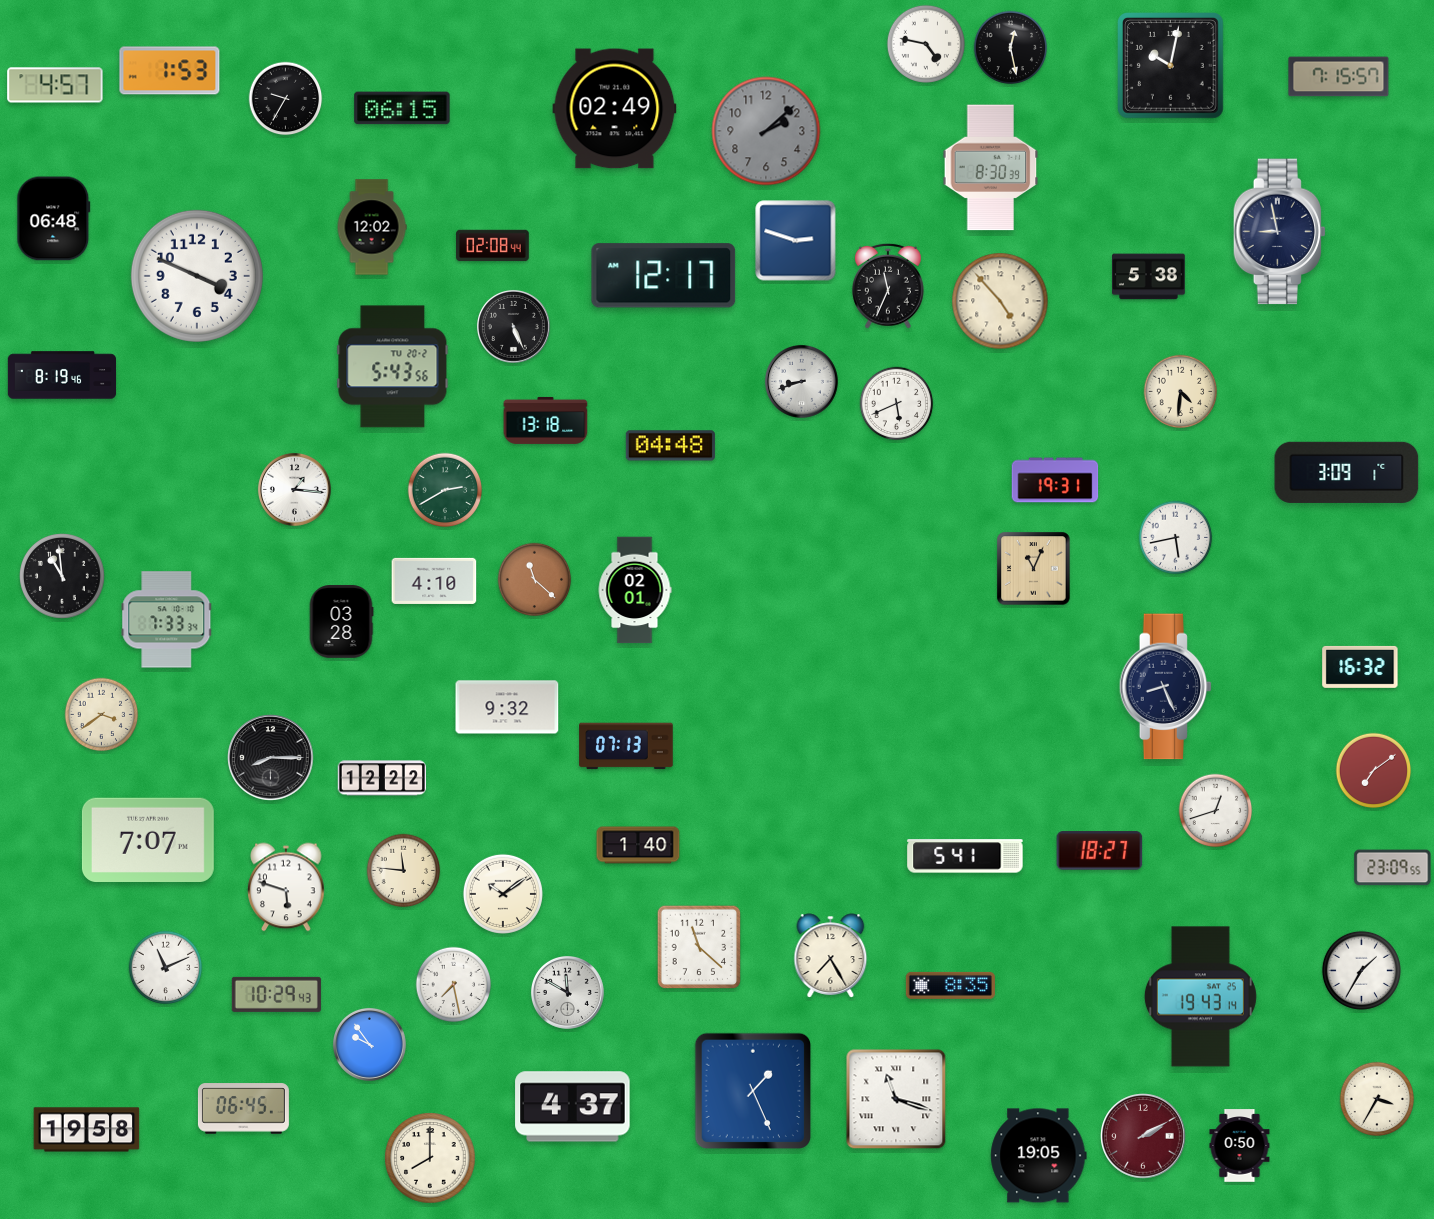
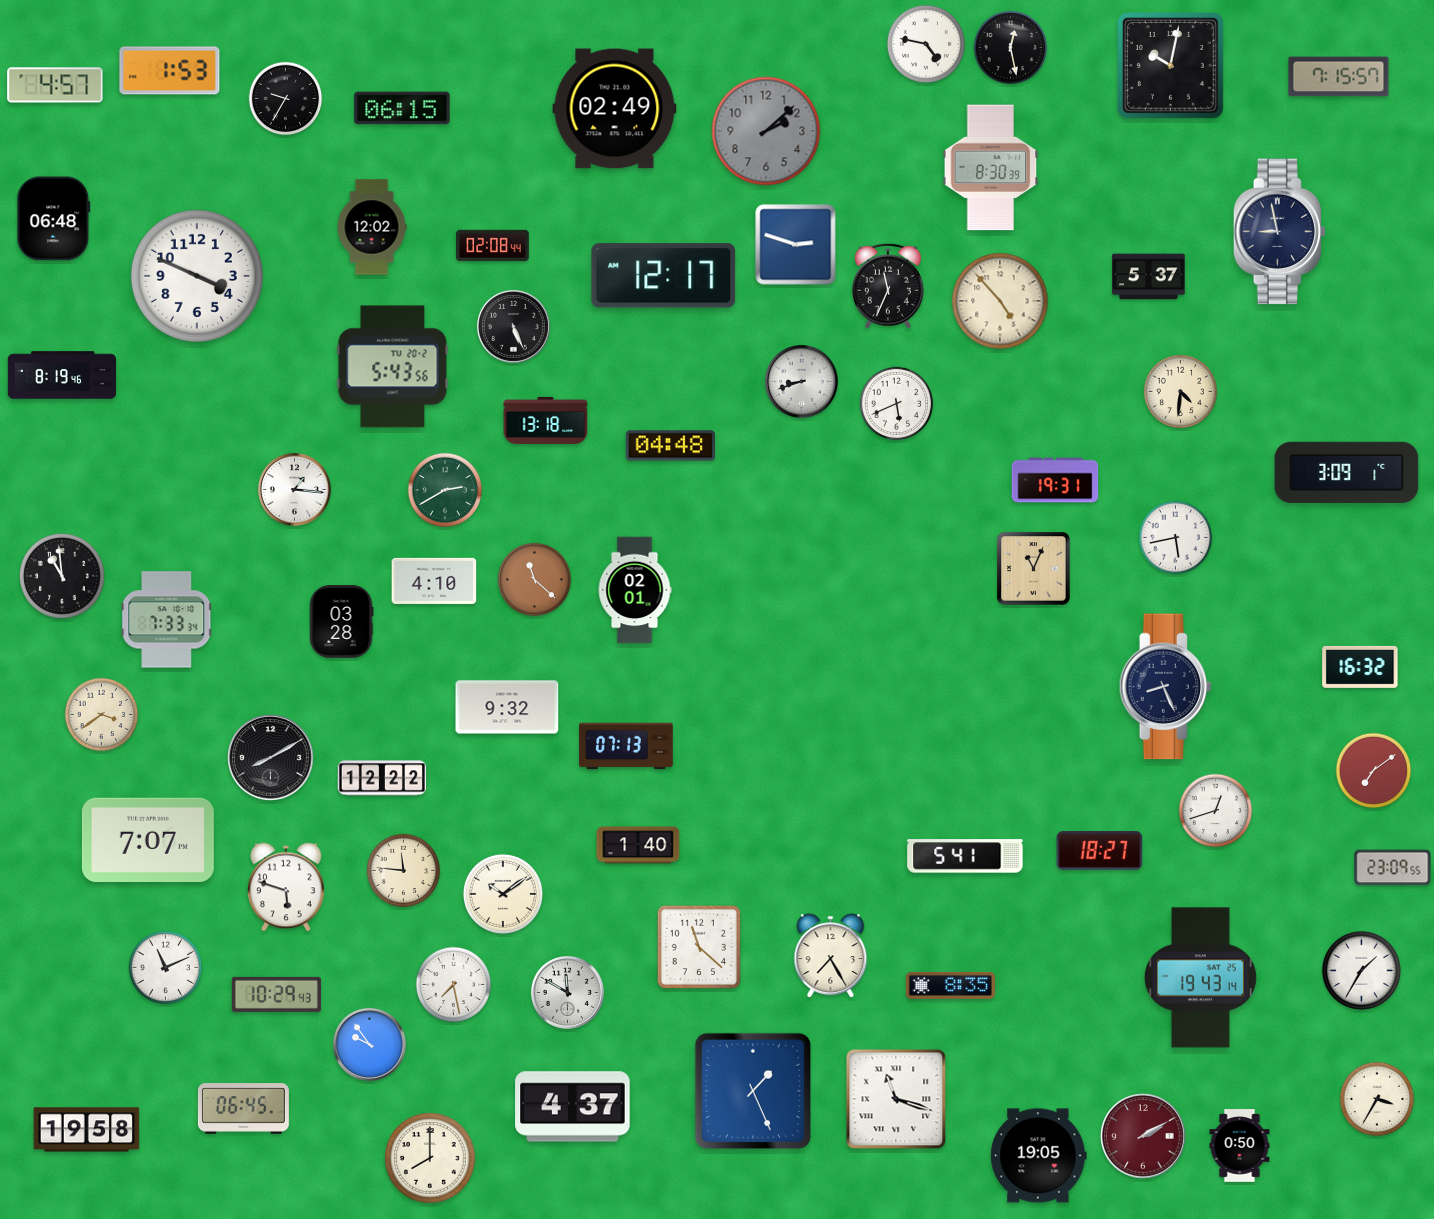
clock at (796, 241) position: (796, 241) -> (796, 245)
clock at (1149, 277): 5:38 -> 5:37
clock at (271, 758): 8:15 -> 8:10
clock at (1200, 997) position: (1200, 997) -> (1200, 978)
